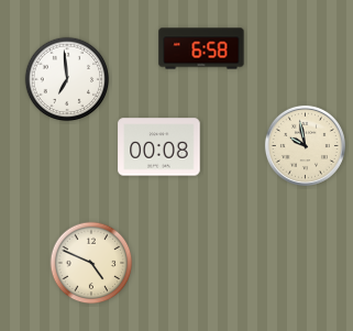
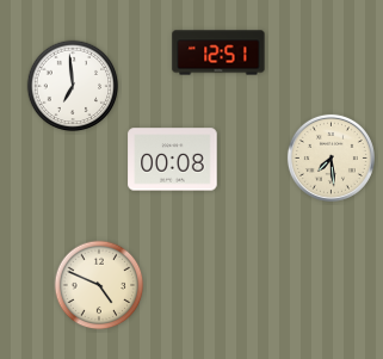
clock at (201, 48): 6:58 -> 12:51
clock at (305, 145): 9:58 -> 7:29
